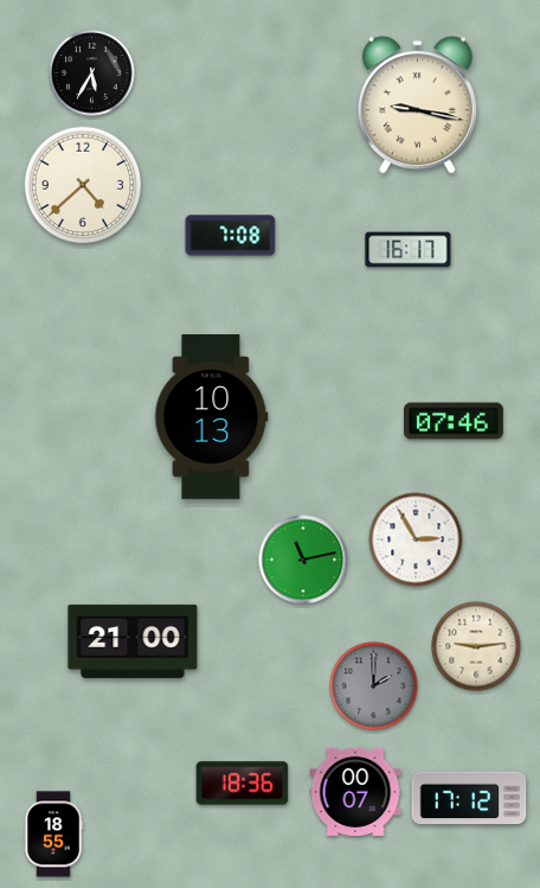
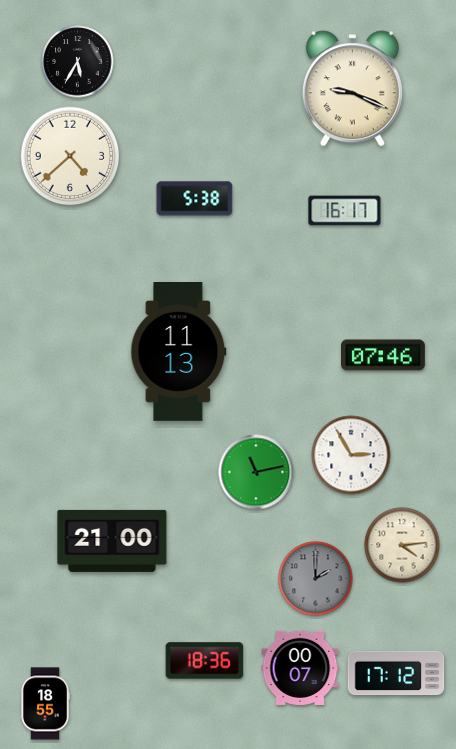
clock at (417, 106): 9:17 -> 9:19
clock at (231, 236): 7:08 -> 5:38
clock at (212, 417): 10:13 -> 11:13
clock at (476, 646): 9:14 -> 4:14
